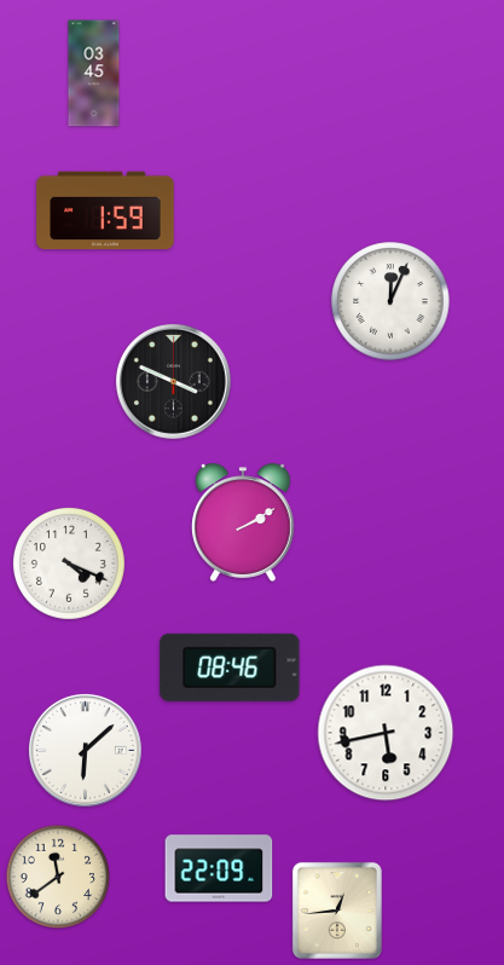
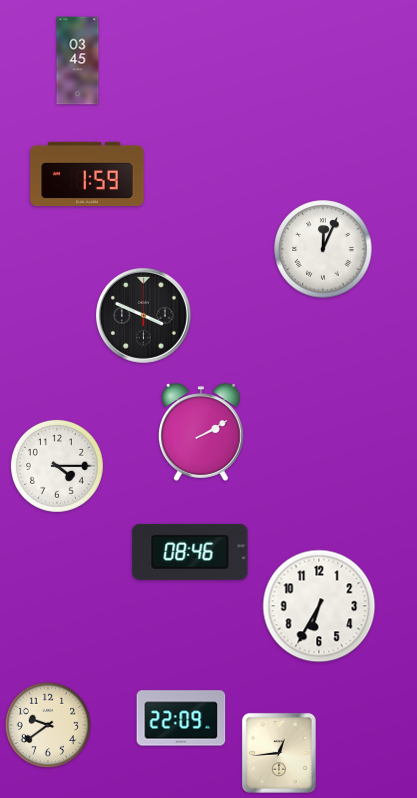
clock at (69, 564): 4:19 -> 4:15
clock at (386, 733): 5:43 -> 6:35
clock at (85, 750): 6:08 -> none
clock at (58, 877): 11:39 -> 9:39
